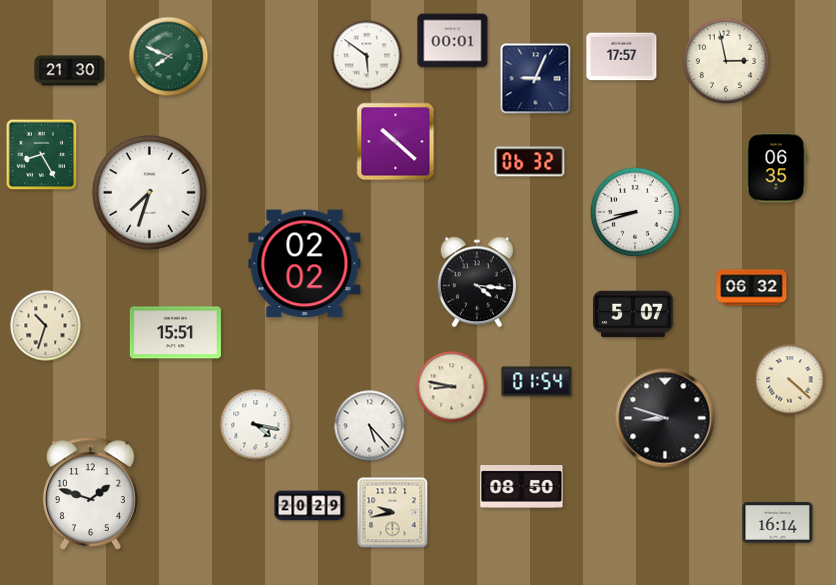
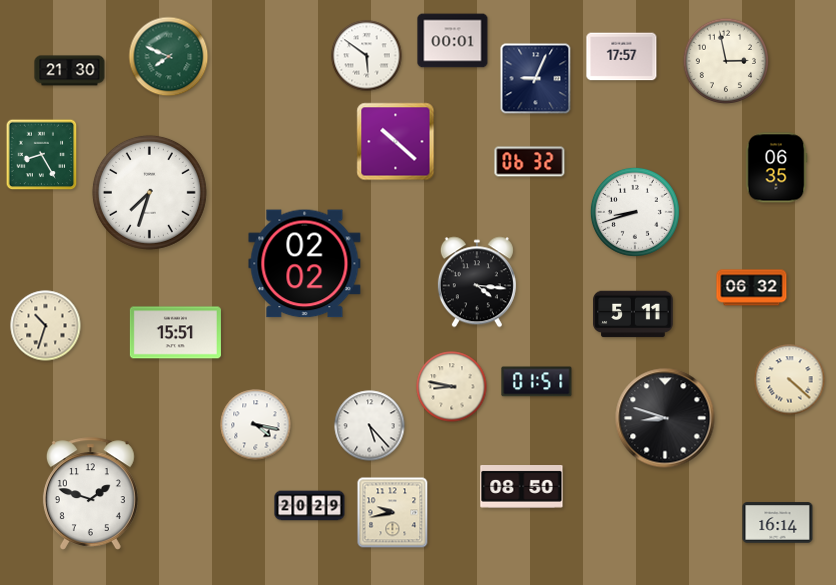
clock at (633, 314): 5:07 -> 5:11
clock at (537, 382): 01:54 -> 01:51
